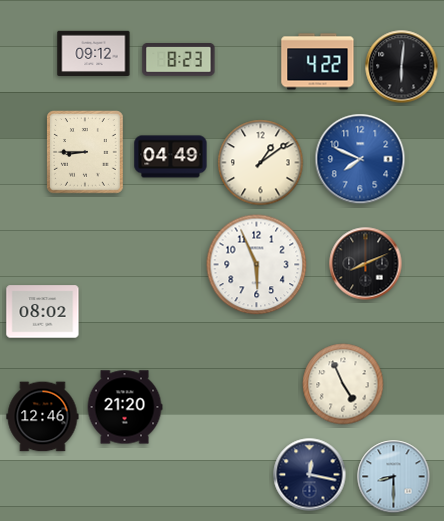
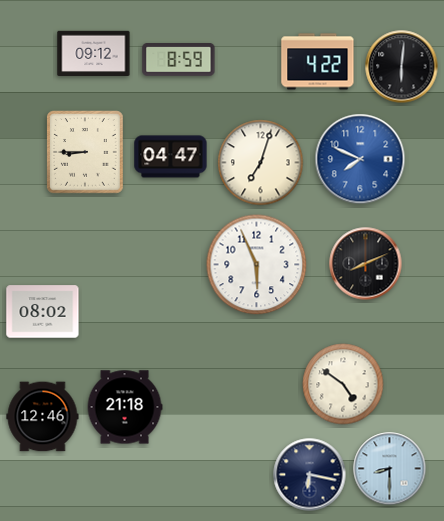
clock at (179, 60): 8:23 -> 8:59
clock at (171, 157): 04:49 -> 04:47
clock at (261, 163): 1:09 -> 7:03
clock at (343, 384): 4:56 -> 4:51
clock at (125, 407): 21:20 -> 21:18
clock at (310, 475): 12:17 -> 6:17
clock at (394, 477) position: (394, 477) -> (390, 469)
